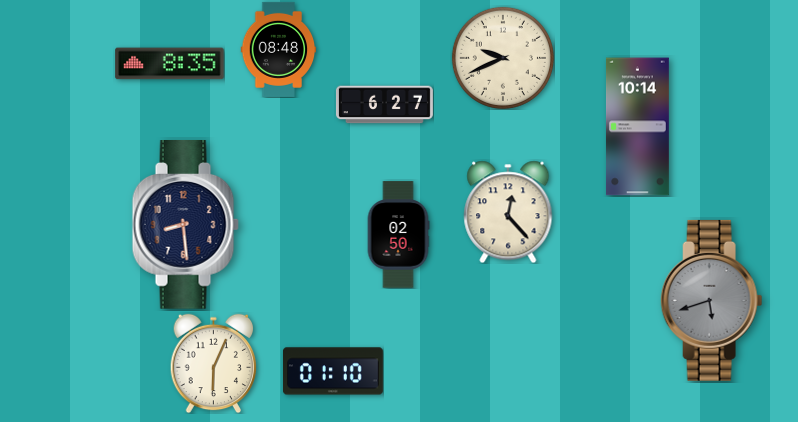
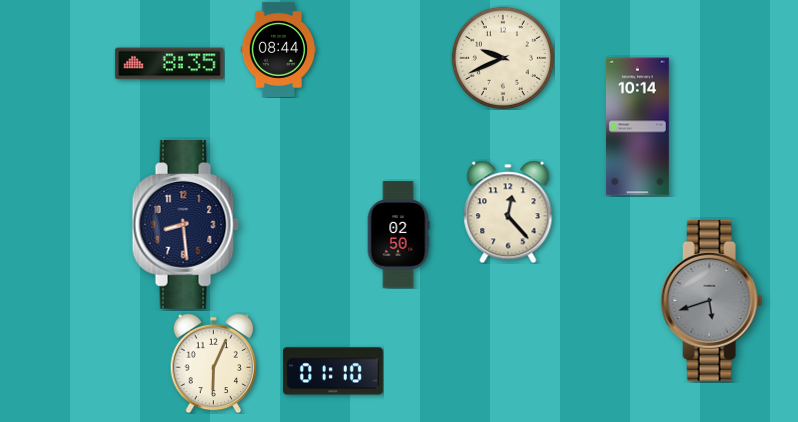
clock at (279, 49): 08:48 -> 08:44
clock at (384, 105): 6:27 -> none
